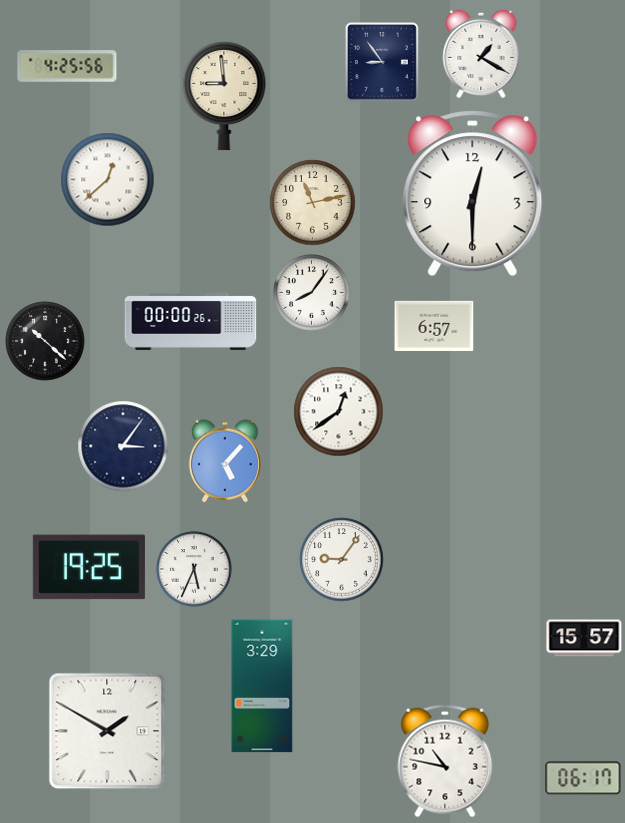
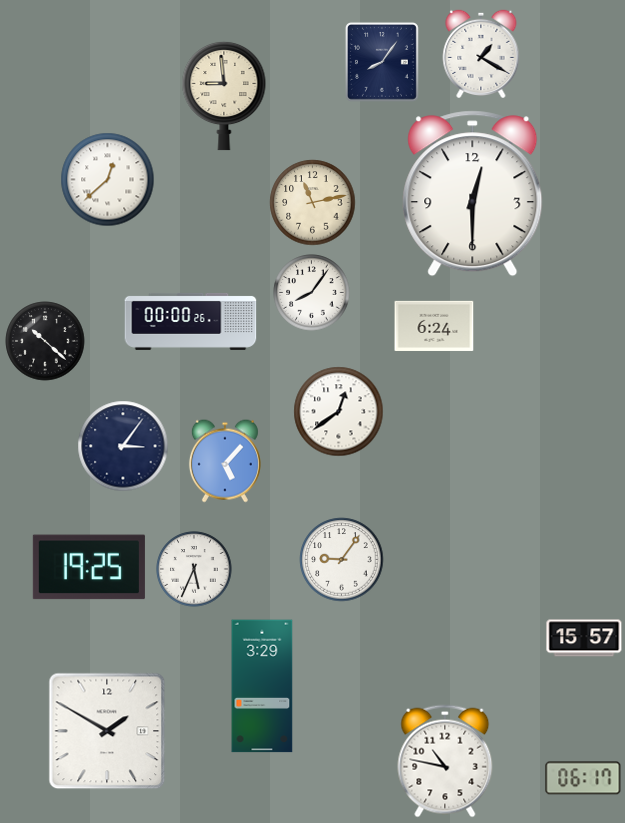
clock at (382, 62): 8:54 -> 8:06
clock at (67, 66): 4:25 -> none
clock at (434, 326): 6:57 -> 6:24
